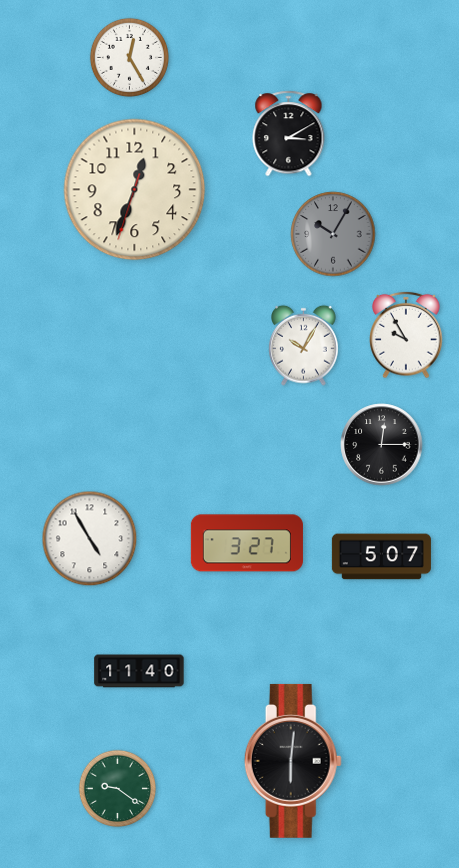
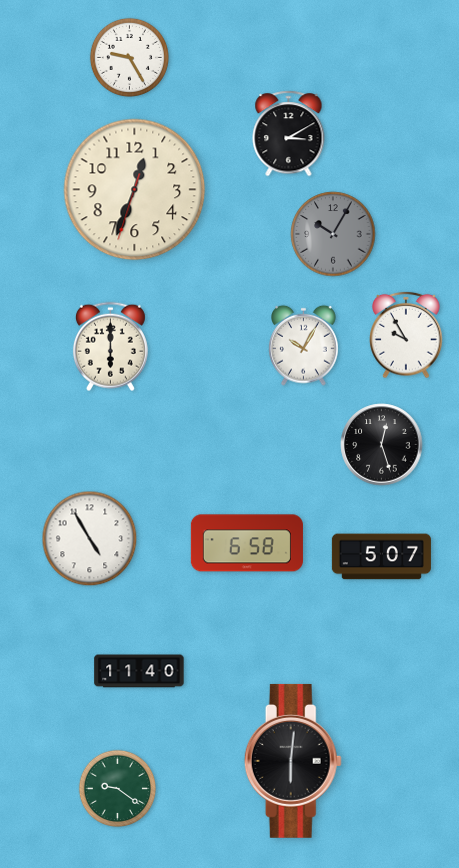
clock at (129, 57): 12:25 -> 9:25
clock at (110, 347): none -> 6:00
clock at (382, 445): 12:15 -> 12:27
clock at (247, 543): 3:27 -> 6:58
